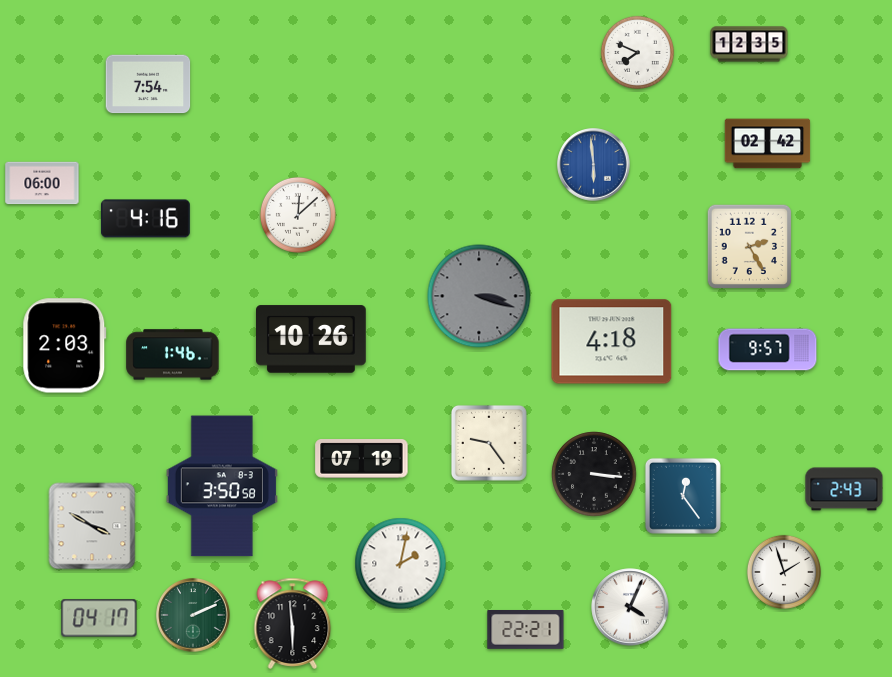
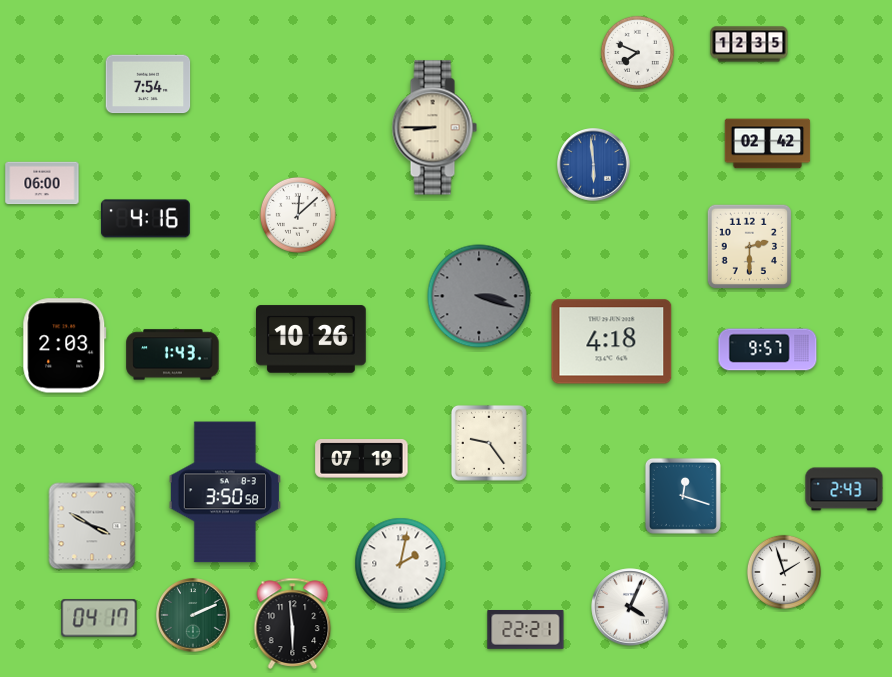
clock at (434, 128): none -> 8:45
clock at (749, 246): 2:25 -> 2:30
clock at (173, 355): 1:46 -> 1:43
clock at (594, 474): 3:16 -> none
clock at (222, 486) position: (222, 486) -> (225, 492)
clock at (683, 496): 12:24 -> 12:18
